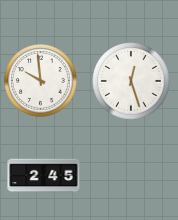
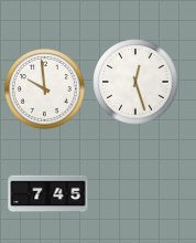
clock at (131, 81) position: (131, 81) -> (135, 82)
clock at (44, 176): 2:45 -> 7:45
